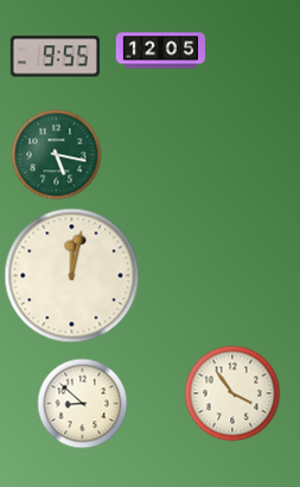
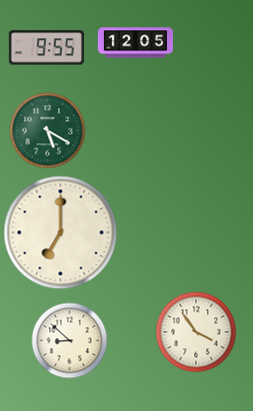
clock at (57, 155): 5:17 -> 5:20
clock at (72, 276): 12:02 -> 7:00
